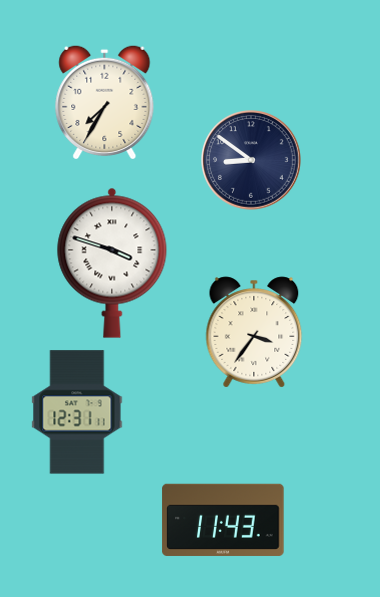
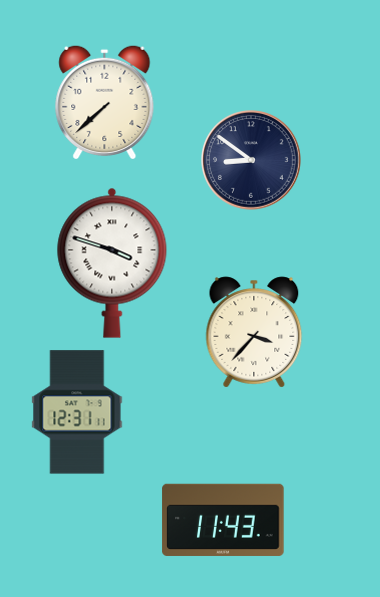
clock at (105, 101): 7:35 -> 7:38
clock at (254, 332): 3:36 -> 3:37
